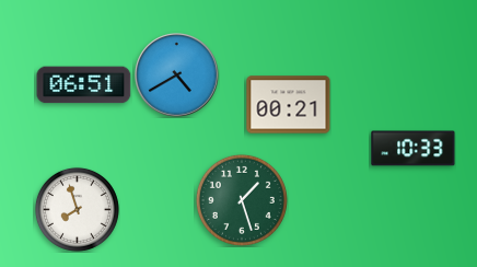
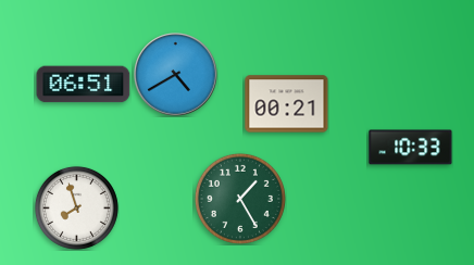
clock at (242, 200): 1:27 -> 1:25
